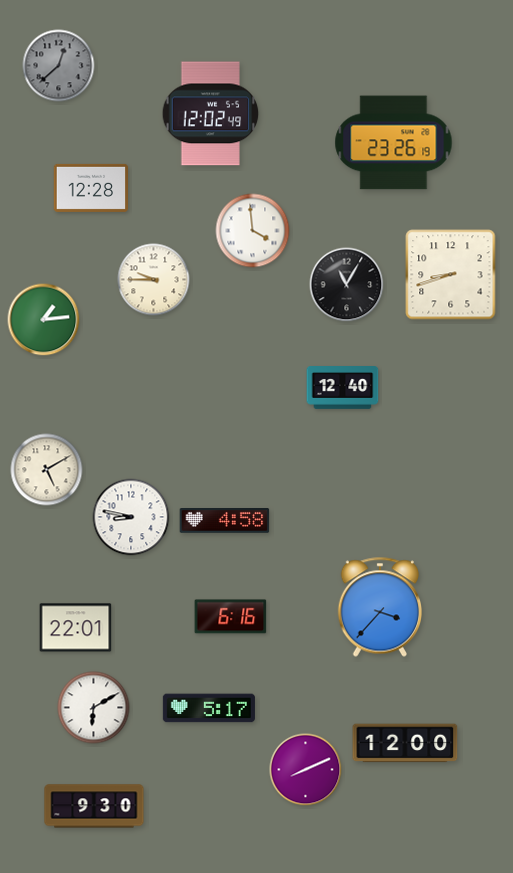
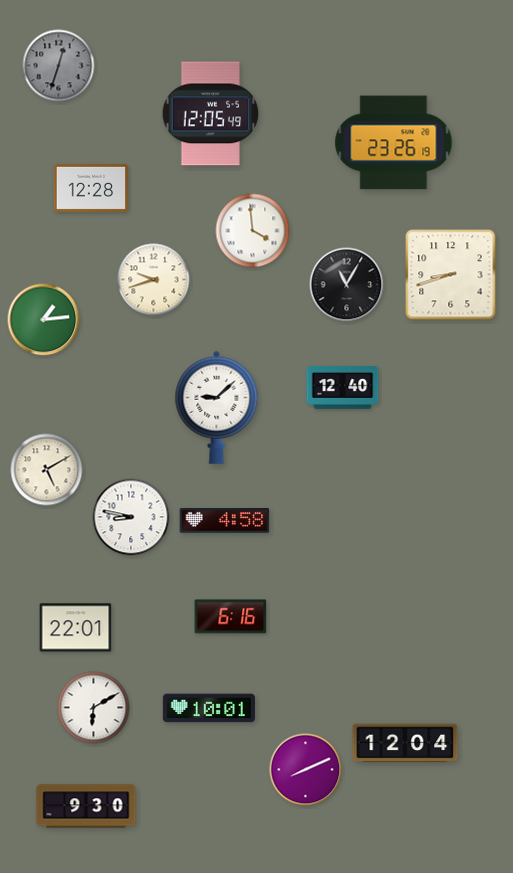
clock at (59, 66): 12:38 -> 12:33
clock at (211, 114): 12:02 -> 12:05
clock at (154, 280): 9:45 -> 9:42
clock at (217, 407): none -> 9:08
clock at (379, 607): 3:37 -> none
clock at (209, 708): 5:17 -> 10:01
clock at (405, 743): 12:00 -> 12:04
clock at (94, 806) position: (94, 806) -> (86, 806)
